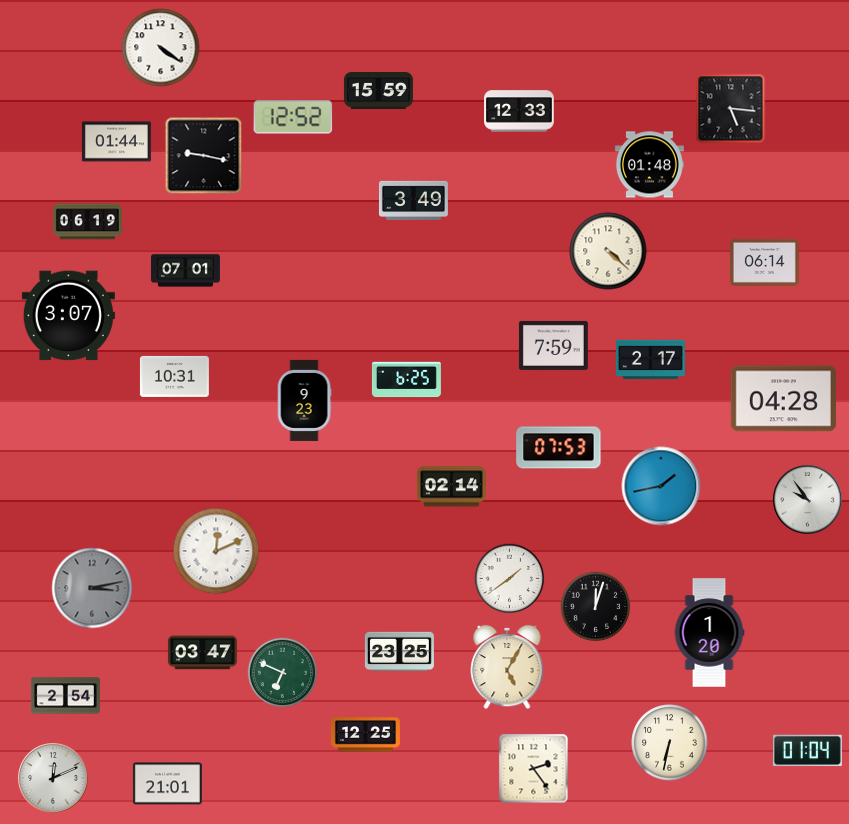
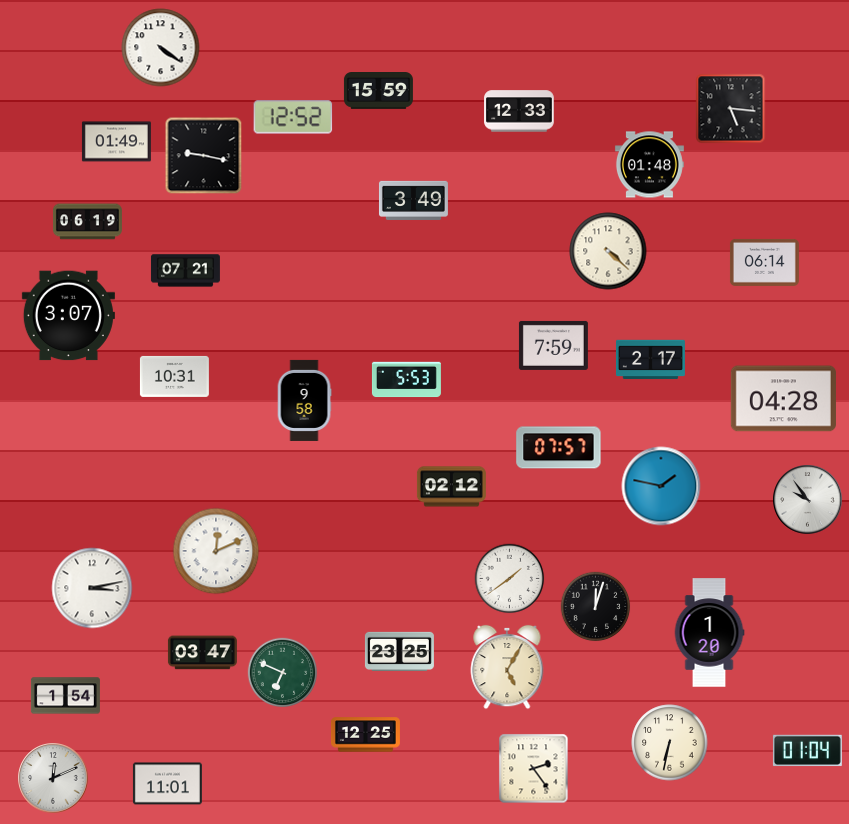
clock at (116, 142): 01:44 -> 01:49
clock at (185, 271): 07:01 -> 07:21
clock at (406, 380): 6:25 -> 5:53
clock at (304, 400): 9:23 -> 9:58
clock at (559, 448): 07:53 -> 07:57
clock at (661, 486): 1:43 -> 1:47
clock at (451, 487): 02:14 -> 02:12
clock at (92, 588) dial: grey -> white
clock at (65, 696): 2:54 -> 1:54
clock at (167, 784): 21:01 -> 11:01
